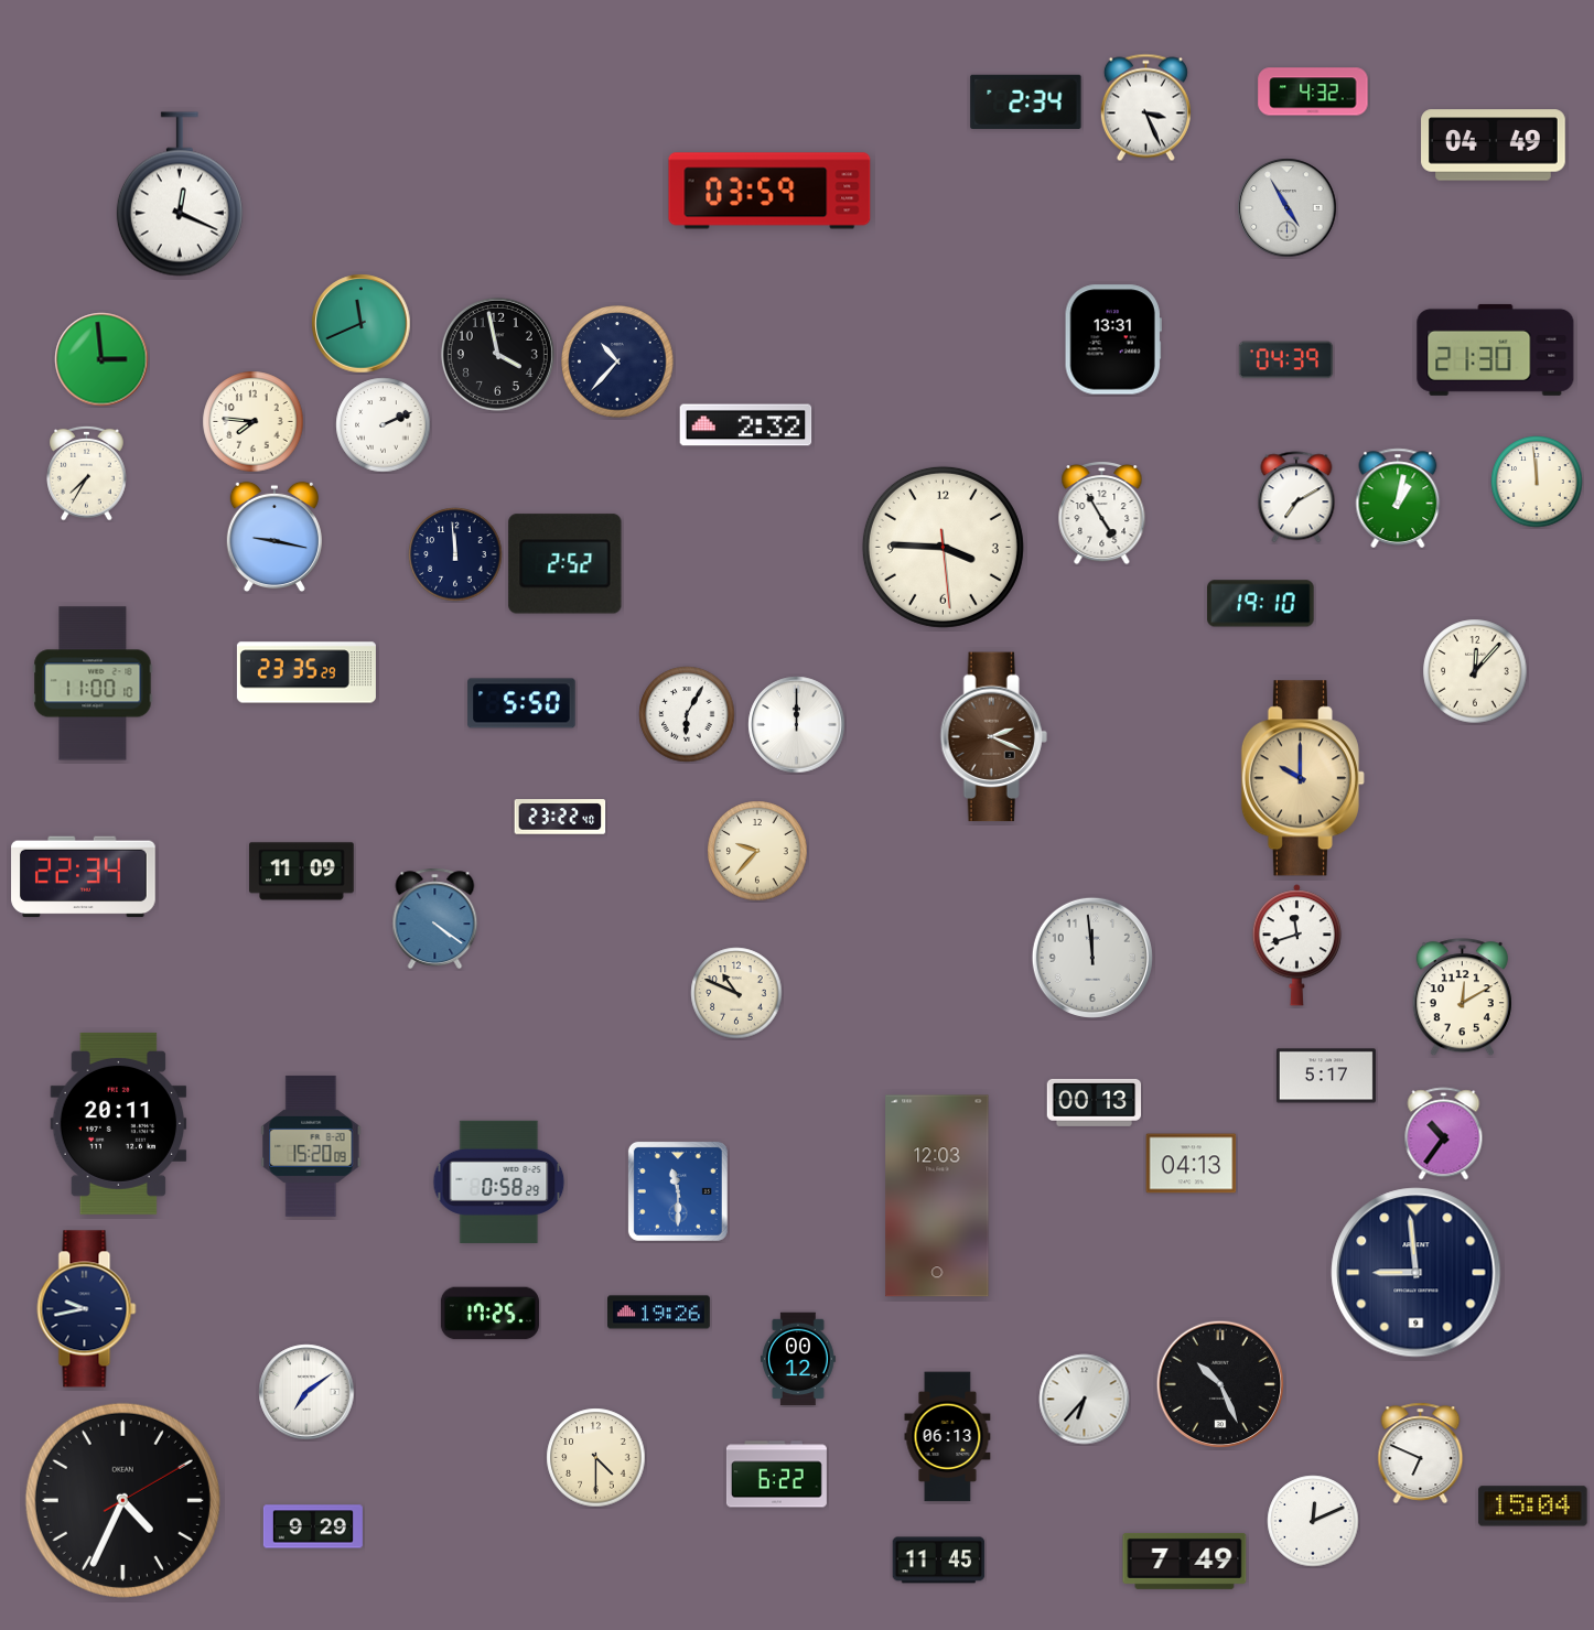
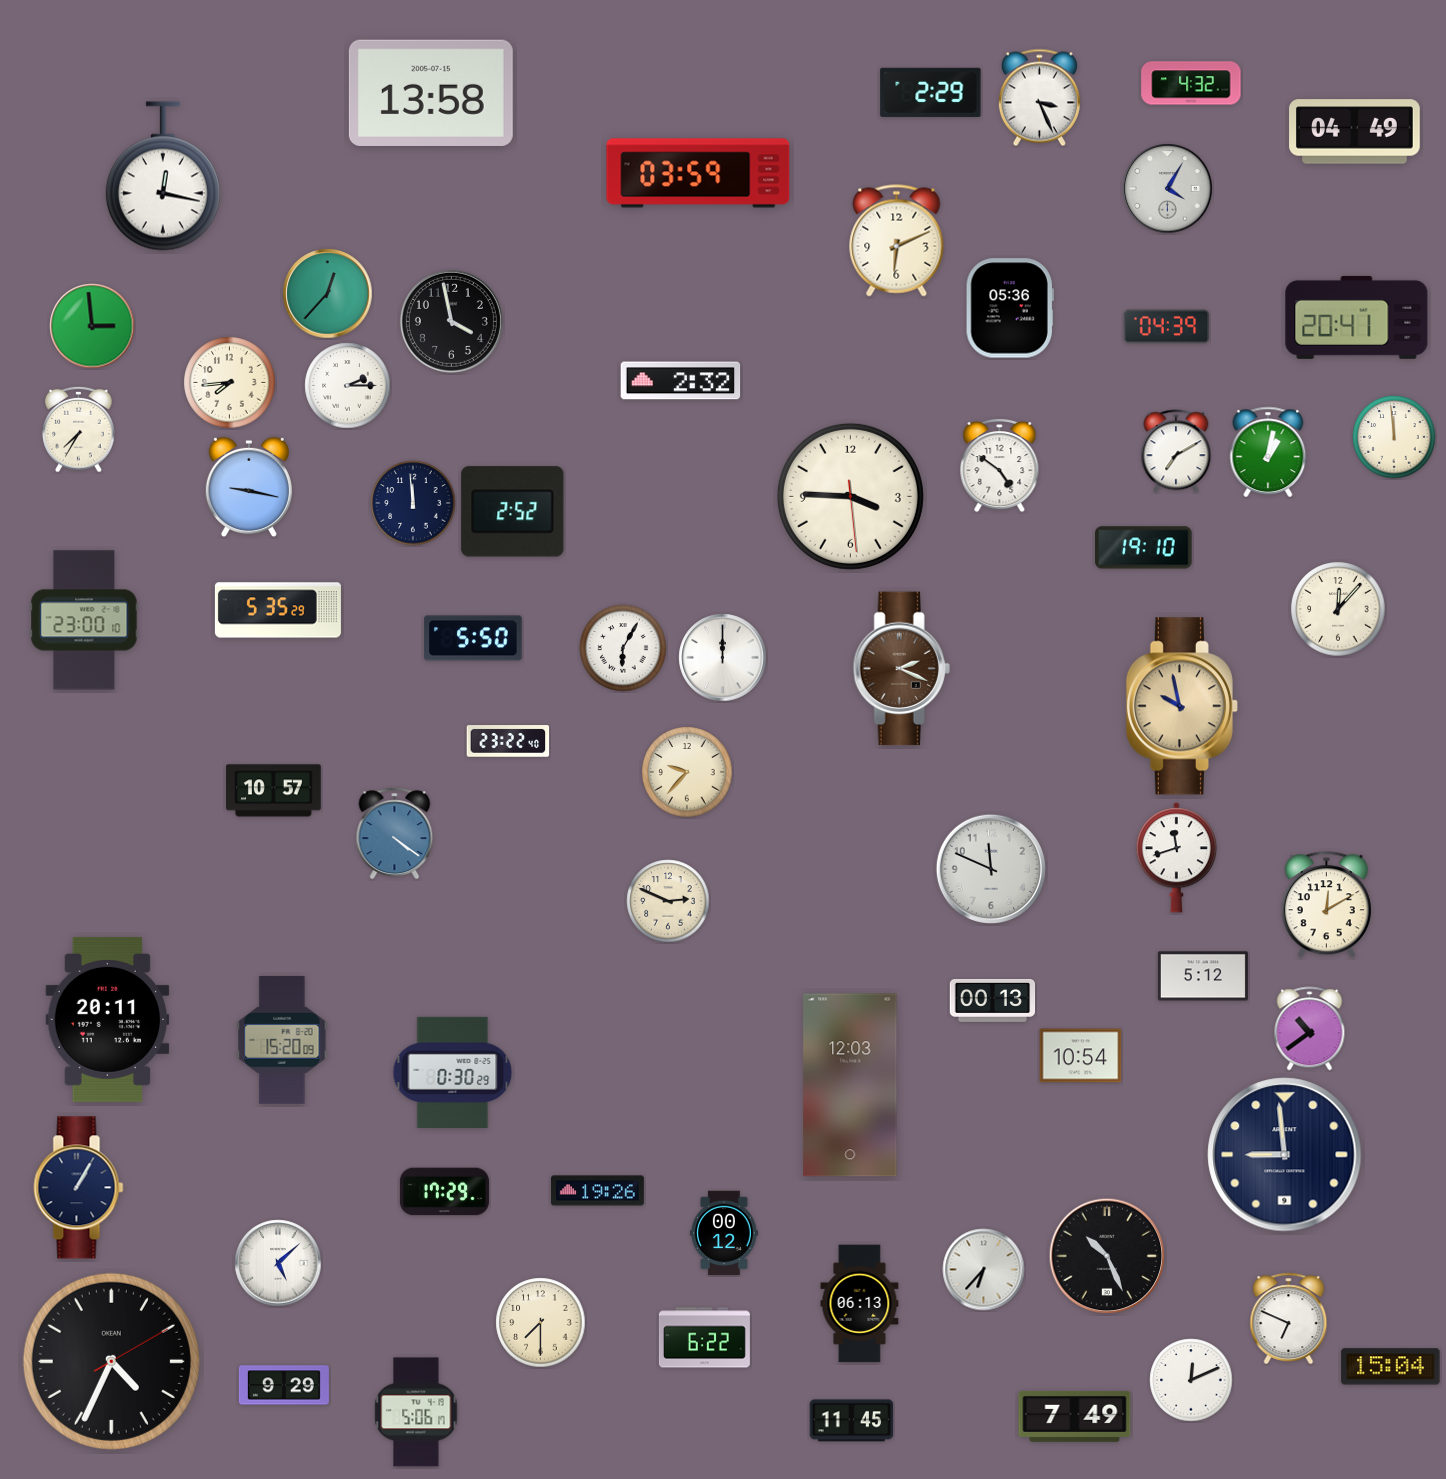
clock at (1026, 101): 2:34 -> 2:29
clock at (431, 93): none -> 13:58
clock at (180, 194): 12:19 -> 12:17
clock at (1288, 208): 4:55 -> 4:05
clock at (897, 241): none -> 6:11
clock at (362, 324): 11:41 -> 12:37
clock at (1113, 339): 13:31 -> 05:36
clock at (1496, 349): 21:30 -> 20:41
clock at (617, 361): 10:37 -> none
clock at (254, 422): 7:46 -> 7:44
clock at (384, 425): 2:11 -> 2:15
clock at (746, 425) position: (746, 425) -> (681, 381)
clock at (1102, 512): 4:55 -> 4:51
clock at (943, 547) position: (943, 547) -> (850, 496)
clock at (306, 672): 23:35 -> 5:35
clock at (93, 683): 11:00 -> 23:00
clock at (1303, 778): 10:00 -> 9:58
clock at (302, 872): 11:09 -> 10:57
clock at (84, 877): 22:34 -> none
clock at (1092, 958): 11:59 -> 11:49
clock at (736, 993): 10:49 -> 2:49
clock at (1326, 1076): 5:17 -> 5:12
clock at (1444, 1134): 10:36 -> 10:39
clock at (1192, 1164): 04:13 -> 10:54
clock at (499, 1181): 0:58 -> 0:30
clock at (678, 1191): 11:30 -> none
clock at (87, 1309): 9:43 -> 1:05
clock at (489, 1314): 17:25 -> 17:29
clock at (306, 1392): 7:09 -> 5:08
clock at (596, 1458): 4:30 -> 7:30
clock at (416, 1412): none -> 5:06
clock at (939, 1561) position: (939, 1561) -> (852, 1421)
